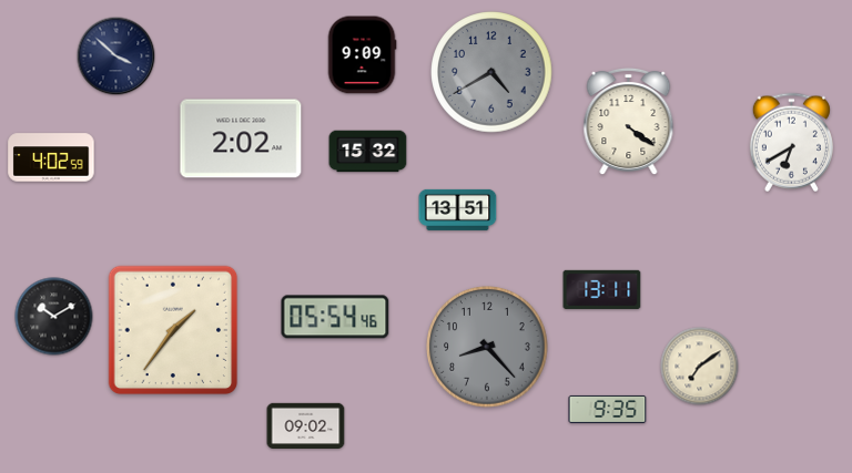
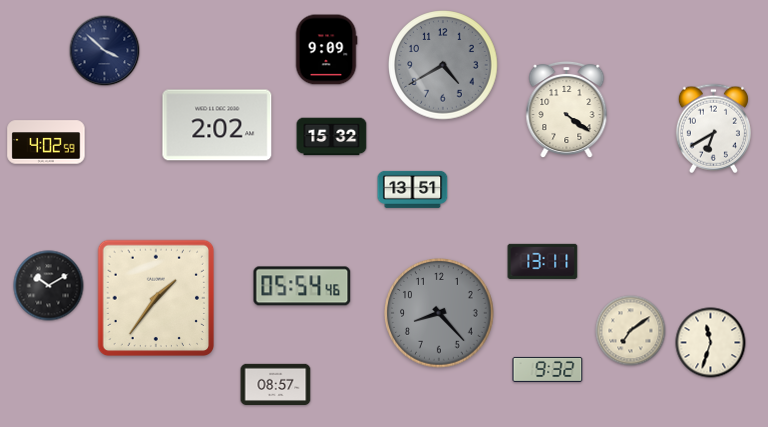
clock at (711, 343): none -> 11:33
clock at (608, 409): 9:35 -> 9:32
clock at (306, 426): 09:02 -> 08:57
